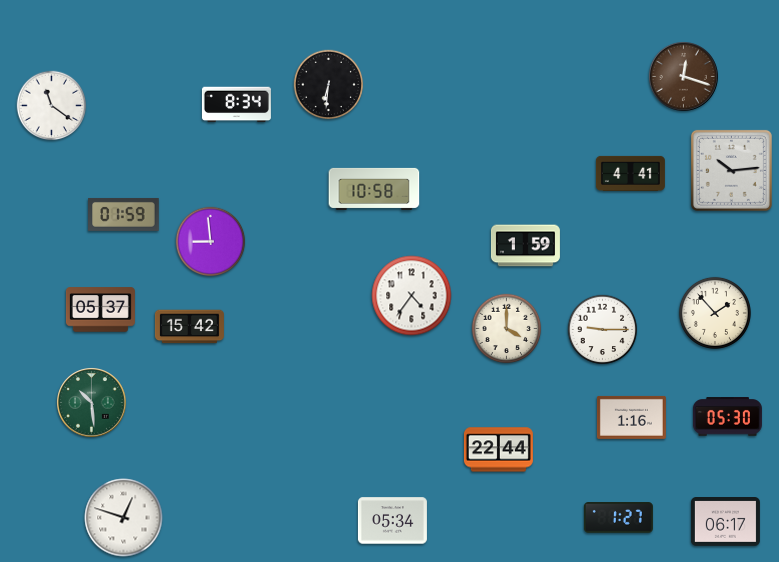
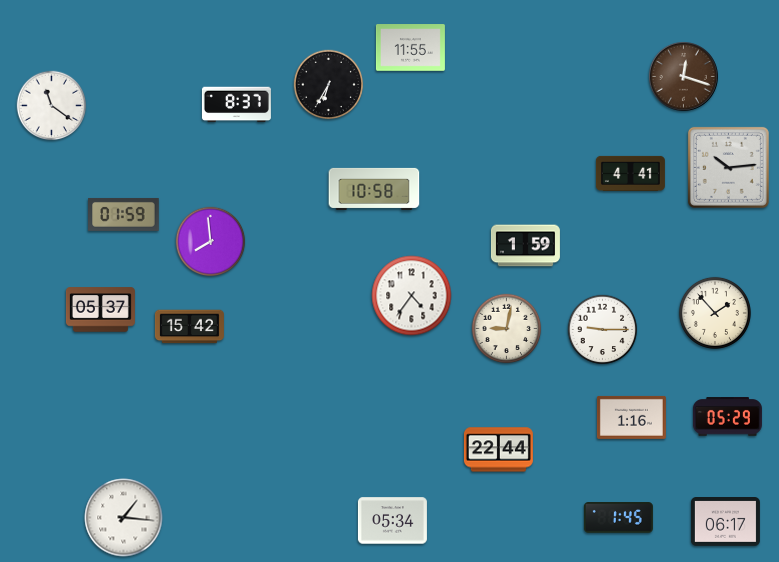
clock at (410, 48): none -> 11:55
clock at (329, 85): 6:31 -> 6:35
clock at (236, 105): 8:34 -> 8:37
clock at (731, 170) position: (731, 170) -> (728, 167)
clock at (211, 242): 8:59 -> 7:59
clock at (507, 329): 4:00 -> 9:02
clock at (92, 403): 10:29 -> none
clock at (727, 417): 05:30 -> 05:29
clock at (124, 518): 12:48 -> 1:16
clock at (618, 518): 1:27 -> 1:45
